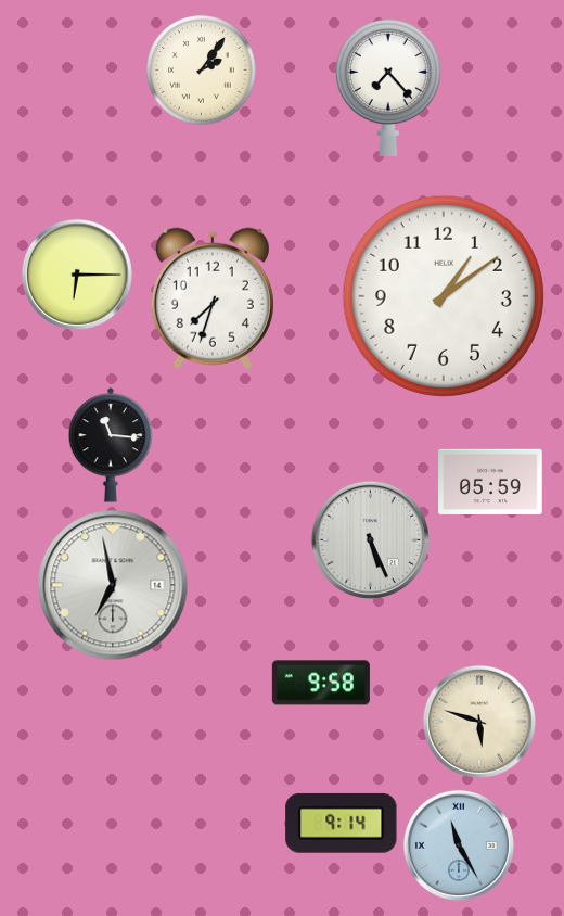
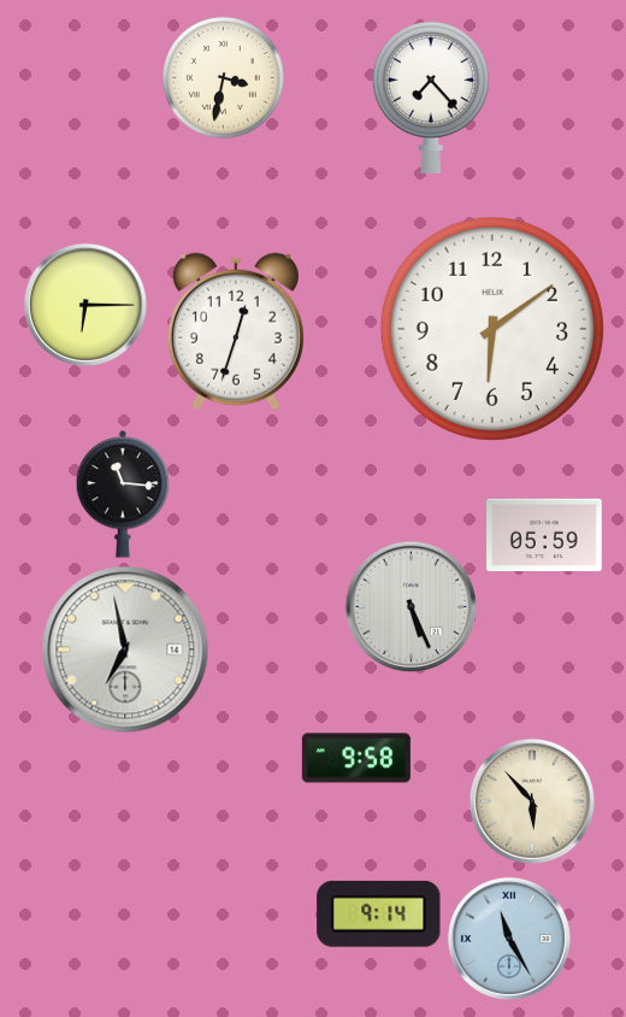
clock at (202, 71): 2:06 -> 3:32
clock at (444, 296): 1:09 -> 6:09
clock at (213, 298): 7:33 -> 12:33
clock at (370, 539) position: (370, 539) -> (411, 606)
clock at (479, 722): 5:48 -> 5:53
